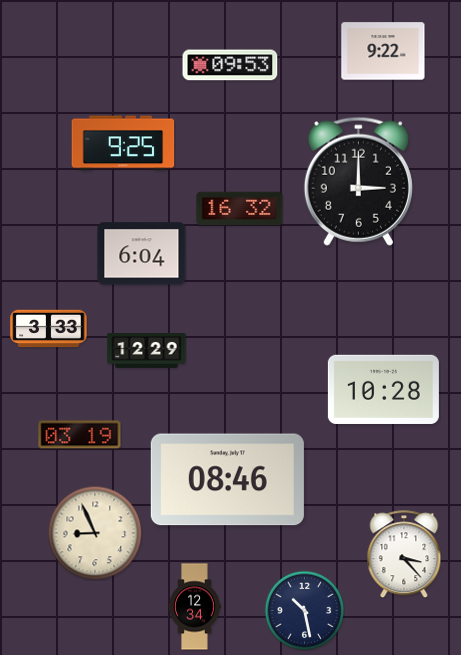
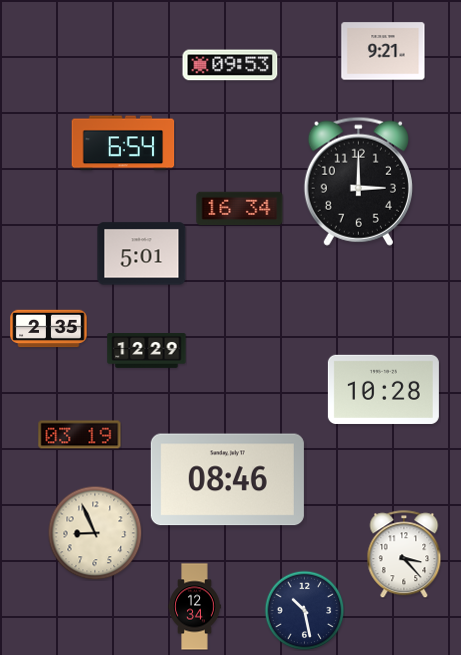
clock at (383, 51): 9:22 -> 9:21
clock at (123, 143): 9:25 -> 6:54
clock at (240, 209): 16:32 -> 16:34
clock at (142, 254): 6:04 -> 5:01
clock at (49, 329): 3:33 -> 2:35
